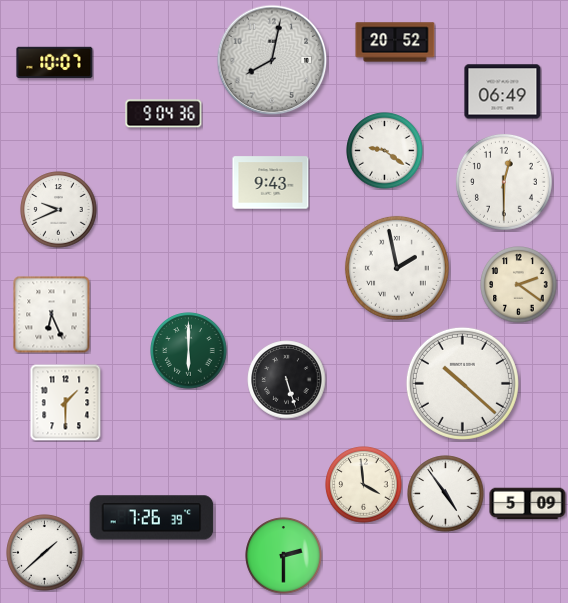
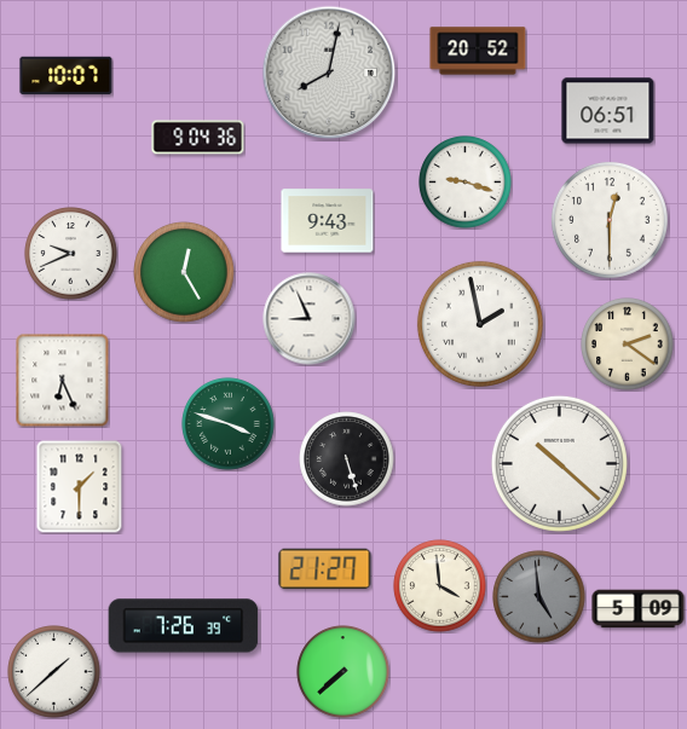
clock at (503, 92): 06:49 -> 06:51
clock at (385, 151): 9:21 -> 9:18
clock at (184, 272): none -> 12:25
clock at (310, 319): none -> 8:56
clock at (189, 351): 6:00 -> 3:48
clock at (325, 569): none -> 21:27
clock at (446, 494): 4:54 -> 4:59
clock at (446, 494) dial: white -> grey
clock at (45, 553) position: (45, 553) -> (54, 672)
clock at (284, 556): 2:30 -> 7:38
